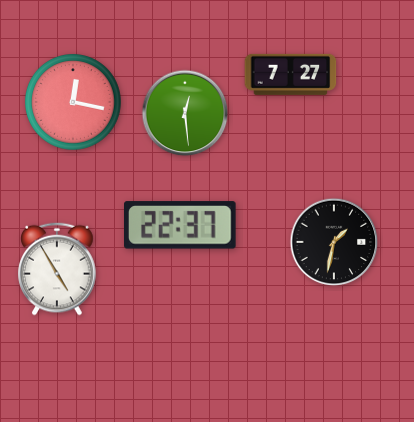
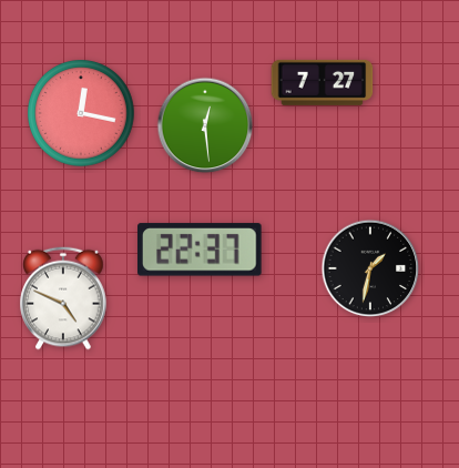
clock at (57, 269): 4:55 -> 4:49
